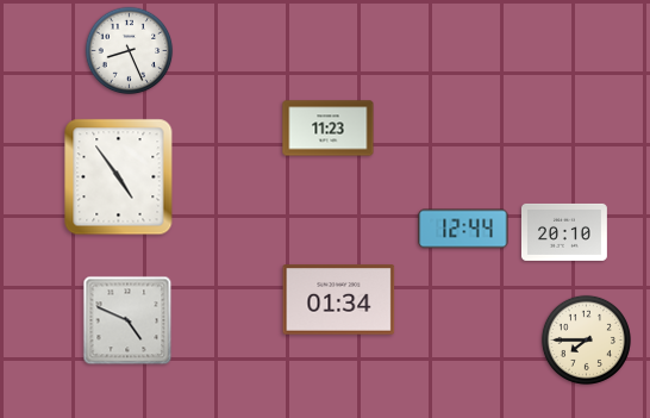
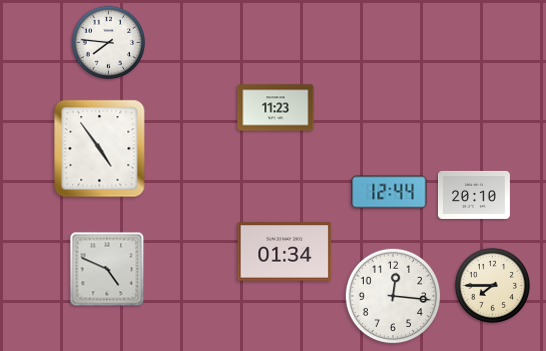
clock at (130, 51): 8:26 -> 7:46
clock at (393, 296): none -> 12:16
